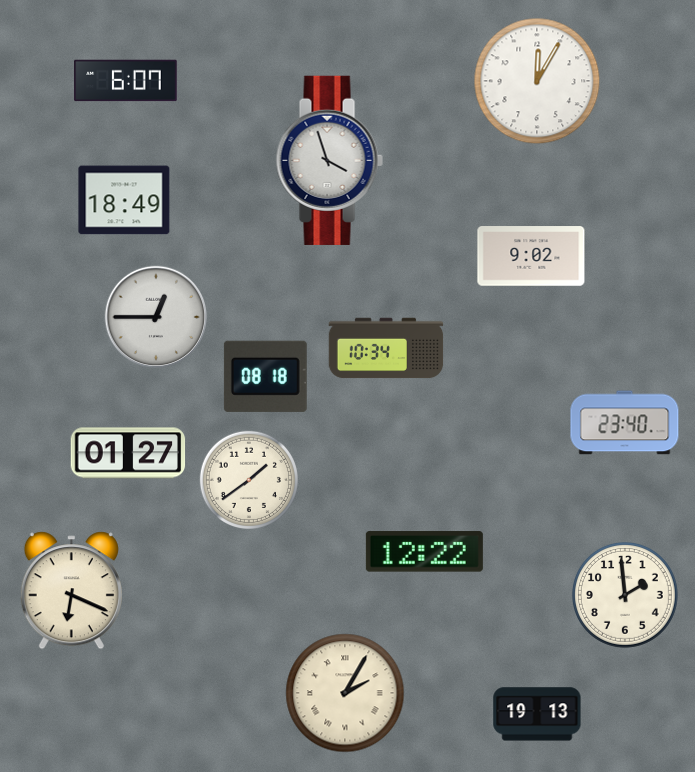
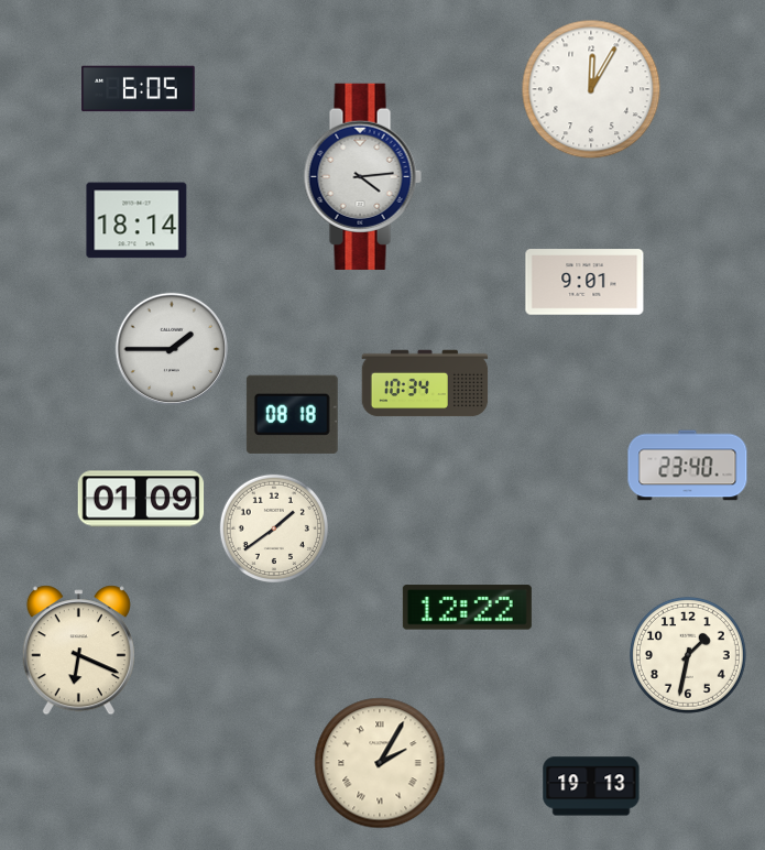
clock at (126, 81): 6:07 -> 6:05
clock at (329, 160): 3:57 -> 4:14
clock at (124, 200): 18:49 -> 18:14
clock at (531, 256): 9:02 -> 9:01
clock at (156, 317): 12:45 -> 1:45
clock at (128, 453): 01:27 -> 01:09
clock at (625, 595): 1:59 -> 1:32
